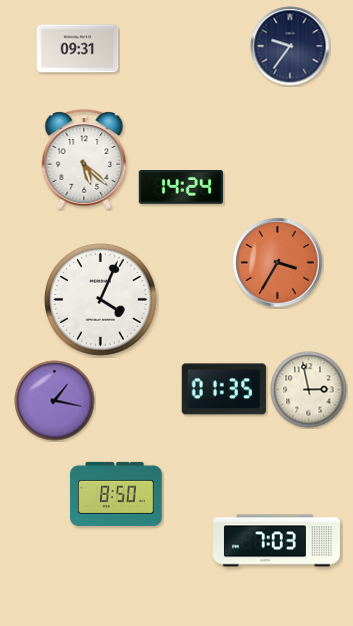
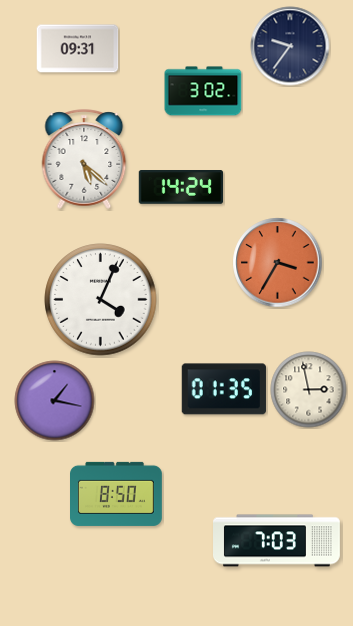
clock at (203, 91): none -> 3:02
